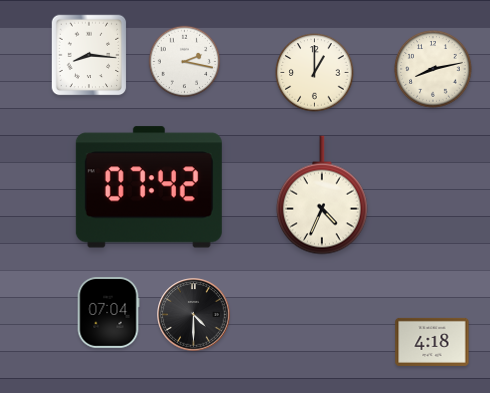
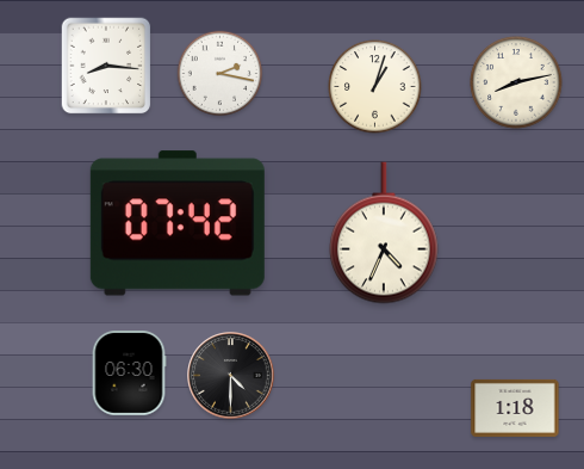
clock at (315, 73): 1:00 -> 1:03
clock at (108, 313): 07:04 -> 06:30
clock at (432, 342): 4:18 -> 1:18
